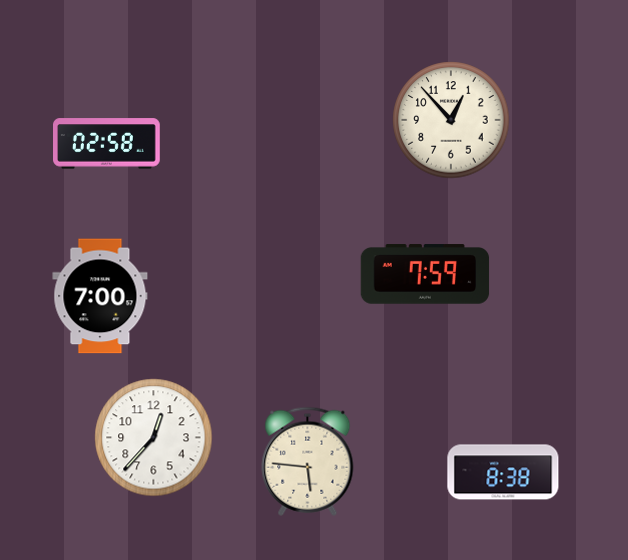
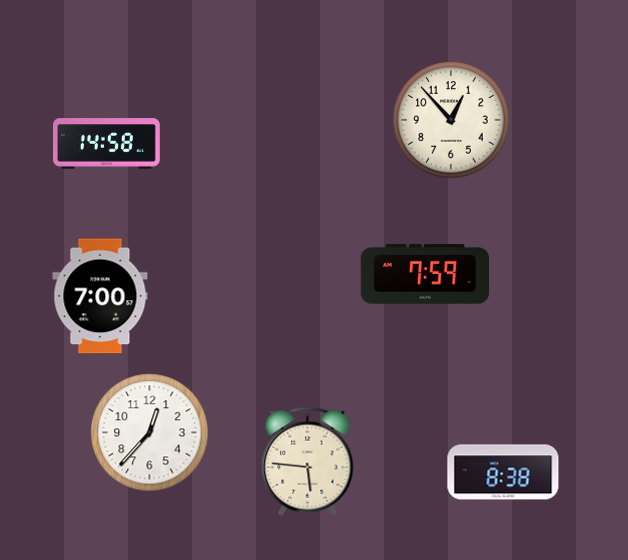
clock at (107, 144): 02:58 -> 14:58
clock at (154, 438) position: (154, 438) -> (150, 433)
